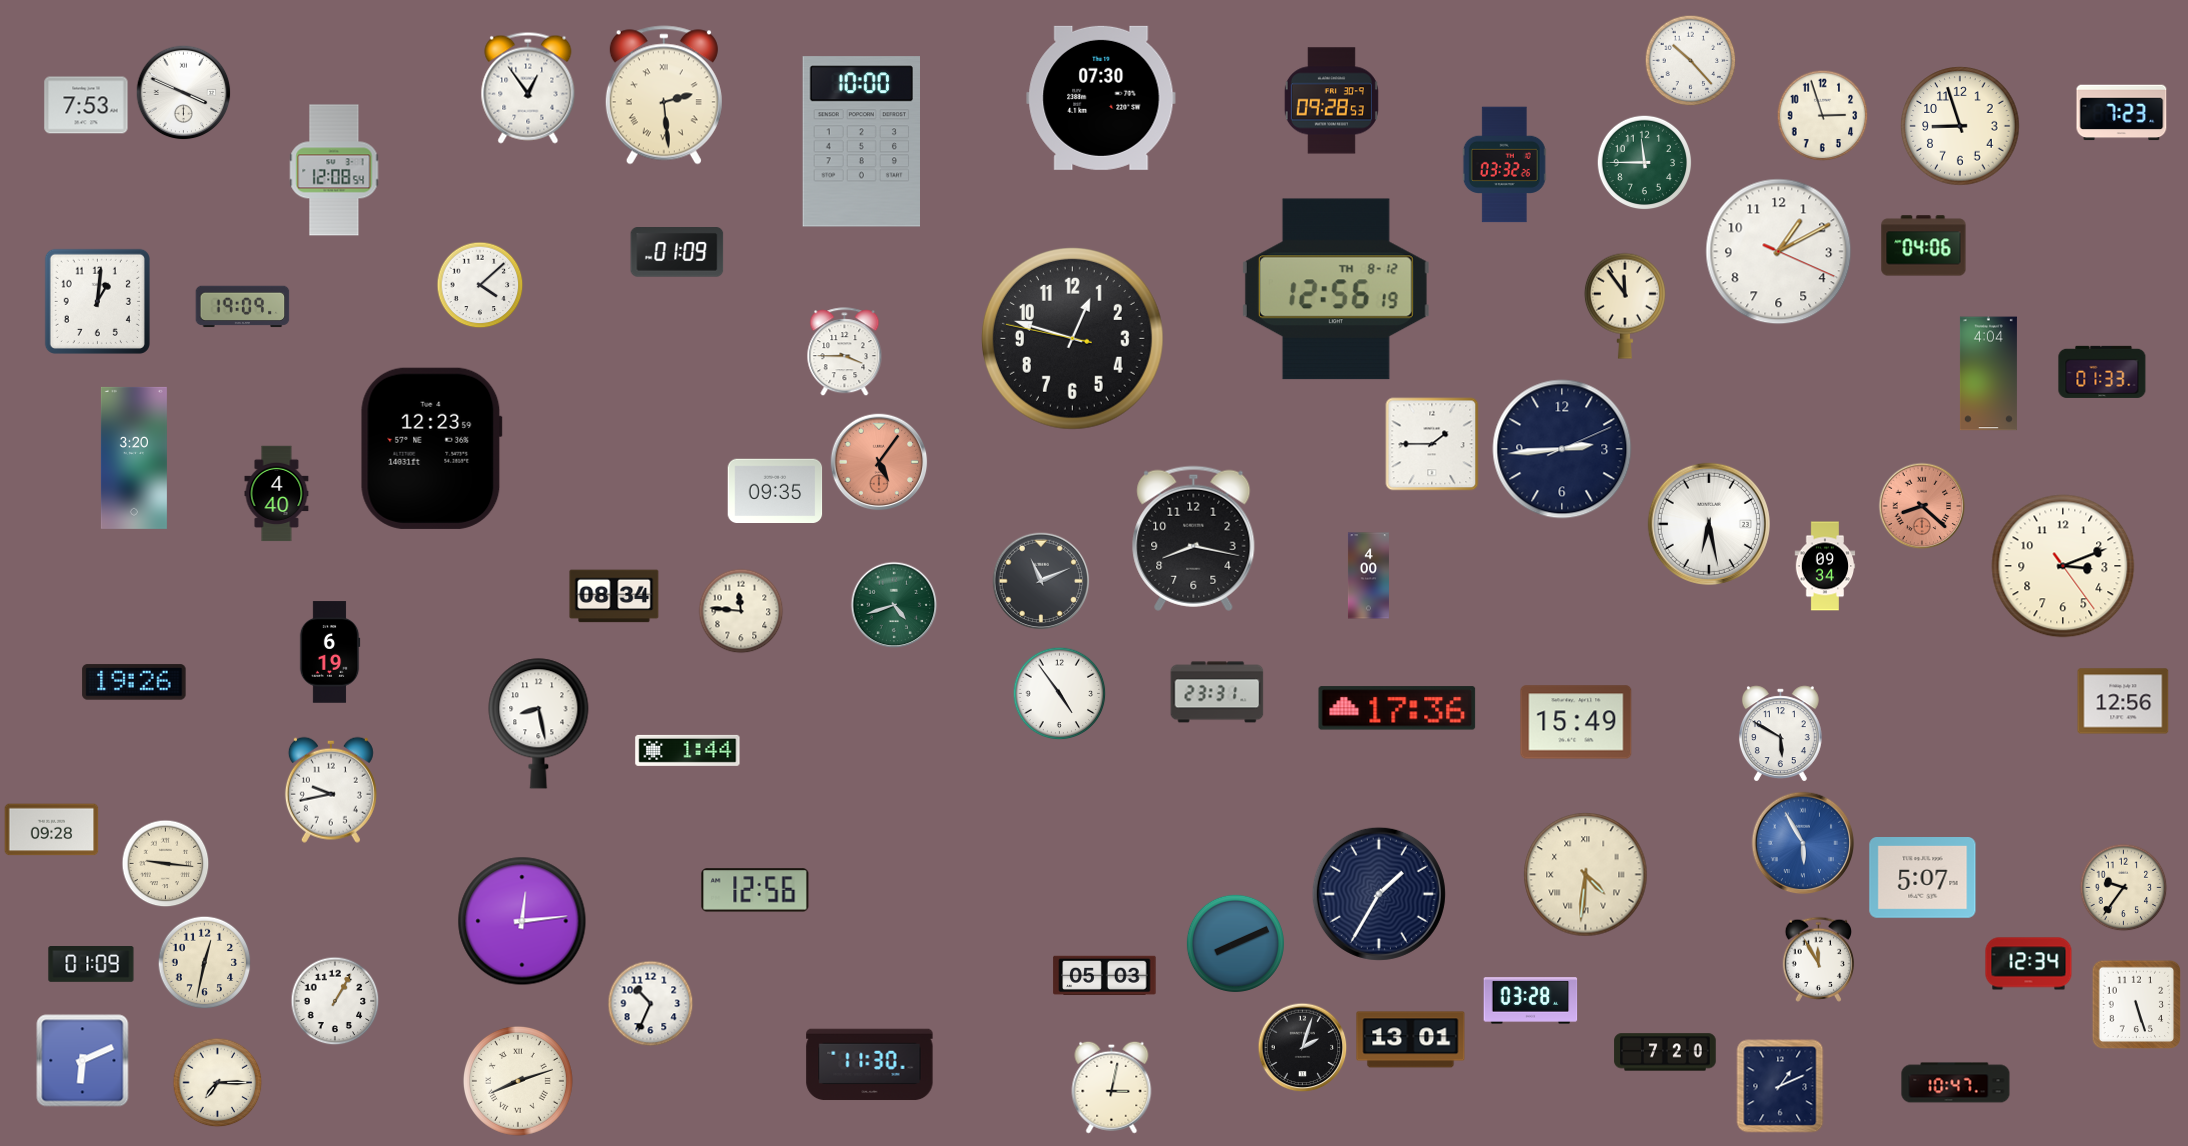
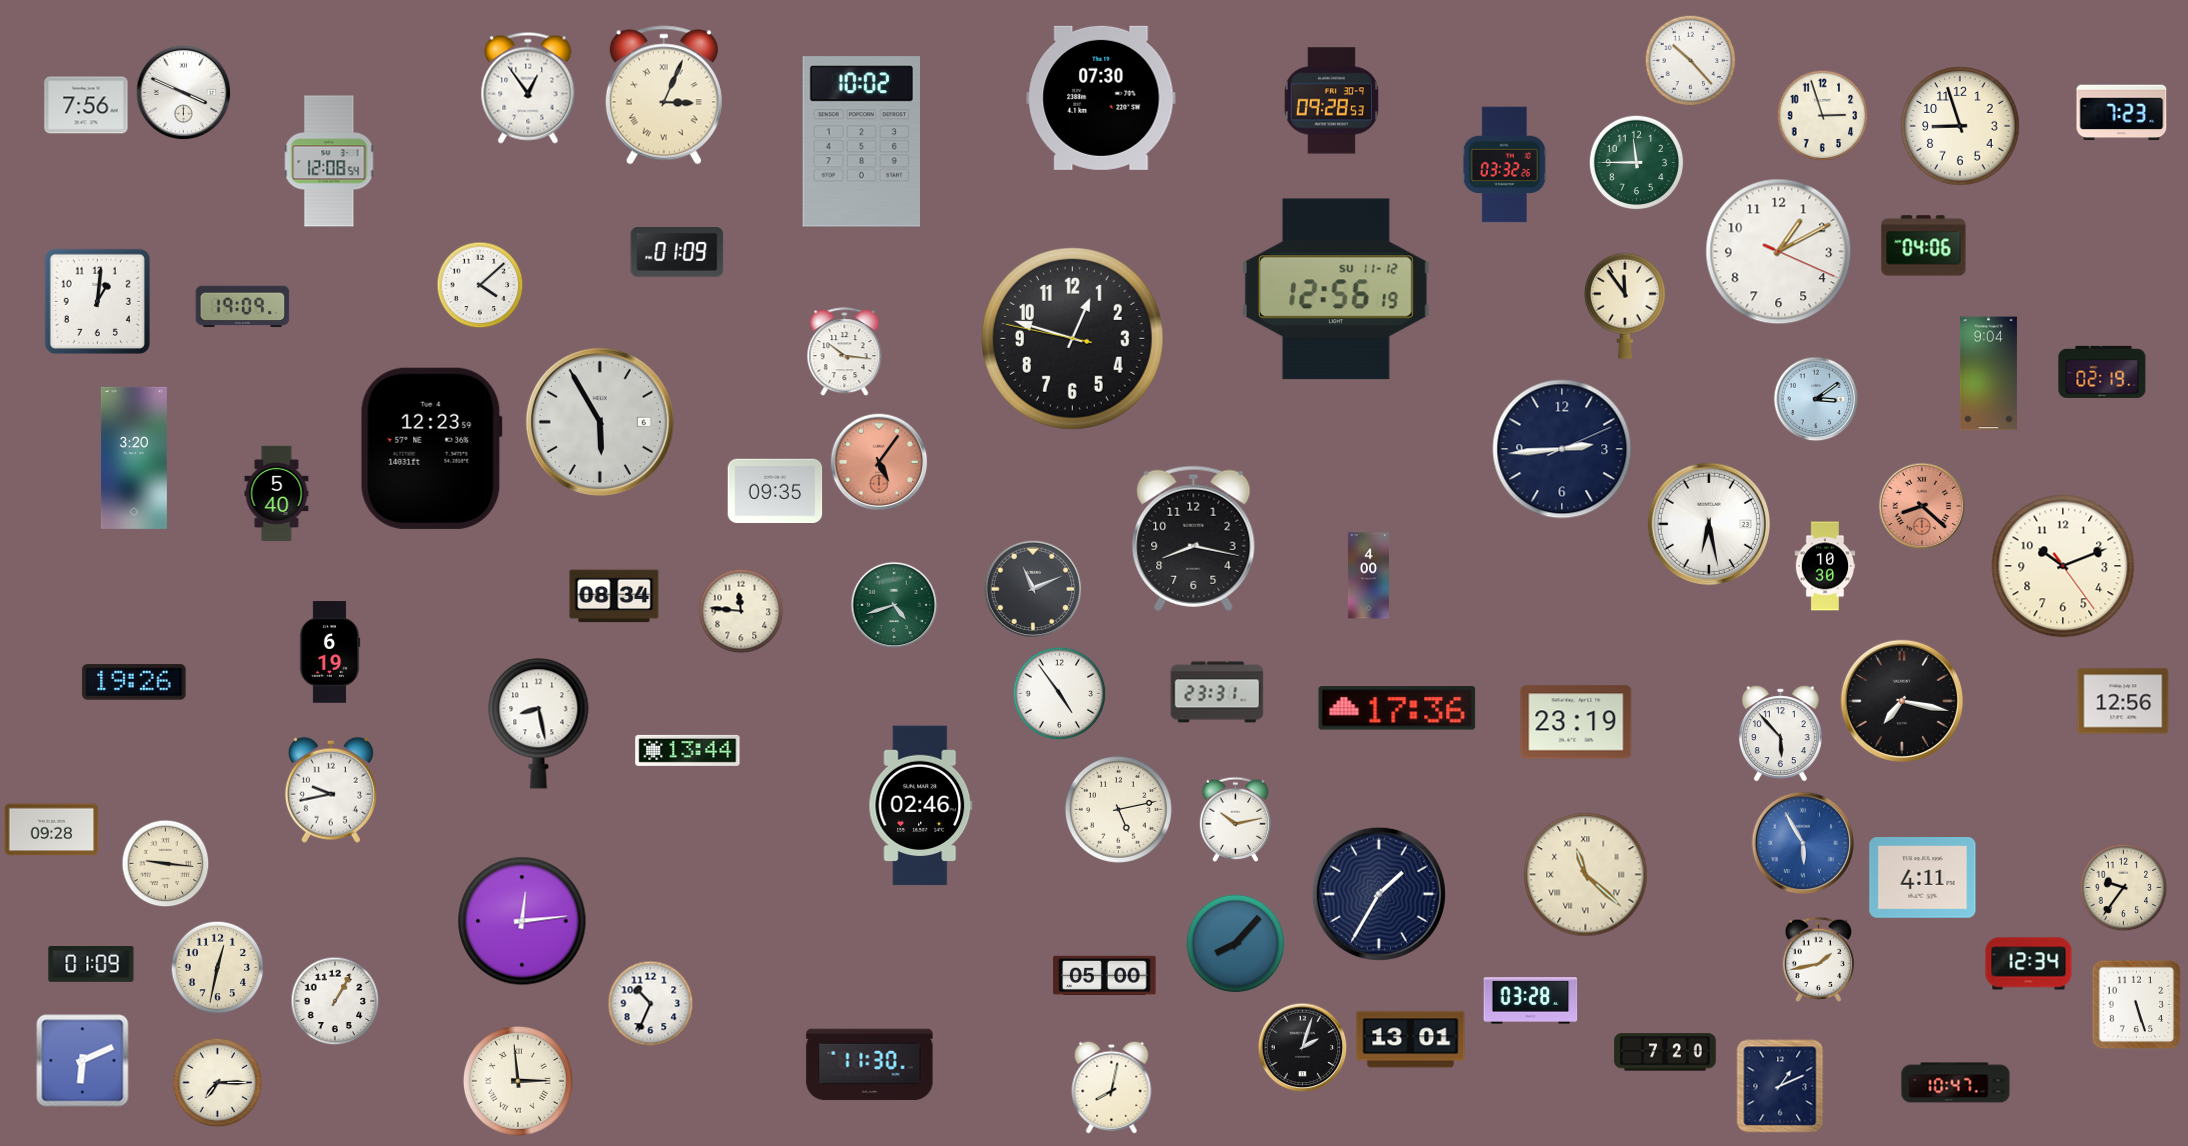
clock at (664, 95): 2:29 -> 3:04
clock at (86, 105): 7:53 -> 7:56
clock at (861, 142): 10:00 -> 10:02
clock at (1645, 163) position: (1645, 163) -> (1637, 163)
clock at (334, 170) position: (334, 170) -> (329, 161)
clock at (1336, 289) date: TH 8-12 -> SU 11-12
clock at (845, 352): 3:45 -> 10:16
clock at (2102, 372): 01:33 -> 02:19
clock at (1988, 374): 4:04 -> 9:04
clock at (1816, 399): none -> 3:09
clock at (600, 422): none -> 5:55
clock at (1432, 444): 1:45 -> none
clock at (277, 494): 4:40 -> 5:40
clock at (1825, 566): 09:34 -> 10:30
clock at (2063, 566): 3:11 -> 10:11
clock at (1041, 581) position: (1041, 581) -> (1033, 589)
clock at (1902, 701): none -> 7:17
clock at (1576, 722): 15:49 -> 23:19
clock at (1780, 733): 5:50 -> 5:53
clock at (688, 750): 1:44 -> 13:44
clock at (921, 806): none -> 02:46
clock at (1118, 809): none -> 5:13
clock at (1235, 819): none -> 10:13
clock at (1586, 875): 4:31 -> 11:22
clock at (1923, 878): 5:07 -> 4:11
clock at (755, 890): 12:56 -> none
clock at (1235, 943): 8:11 -> 8:07
clock at (1818, 959): 11:55 -> 1:43
clock at (205, 963) position: (205, 963) -> (218, 968)
clock at (1105, 975): 05:03 -> 05:00
clock at (518, 1081): 8:12 -> 2:59
clock at (1112, 1087): 3:02 -> 8:02
